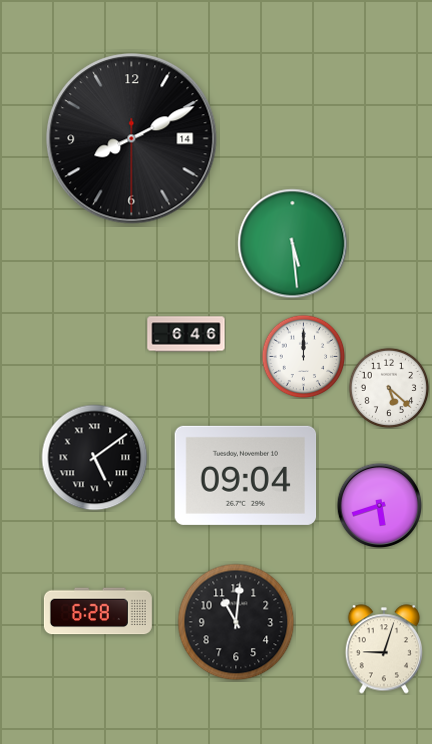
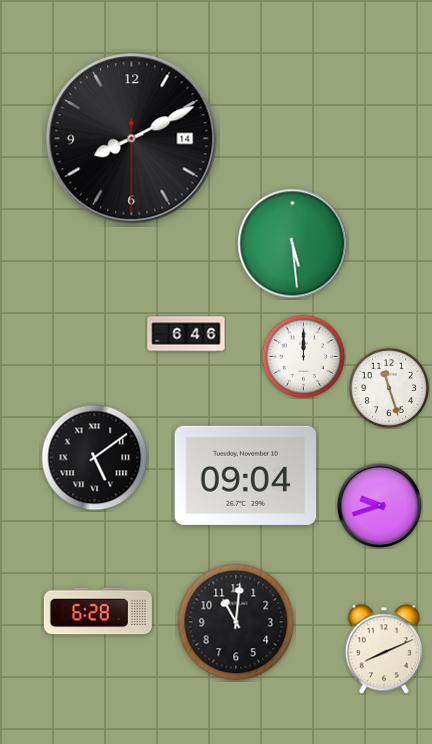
clock at (389, 388): 5:22 -> 11:27
clock at (379, 505): 5:42 -> 9:42
clock at (383, 649): 9:03 -> 8:11
